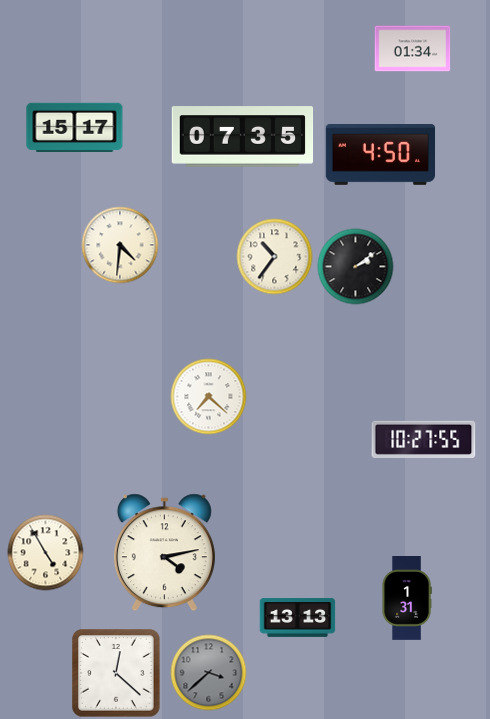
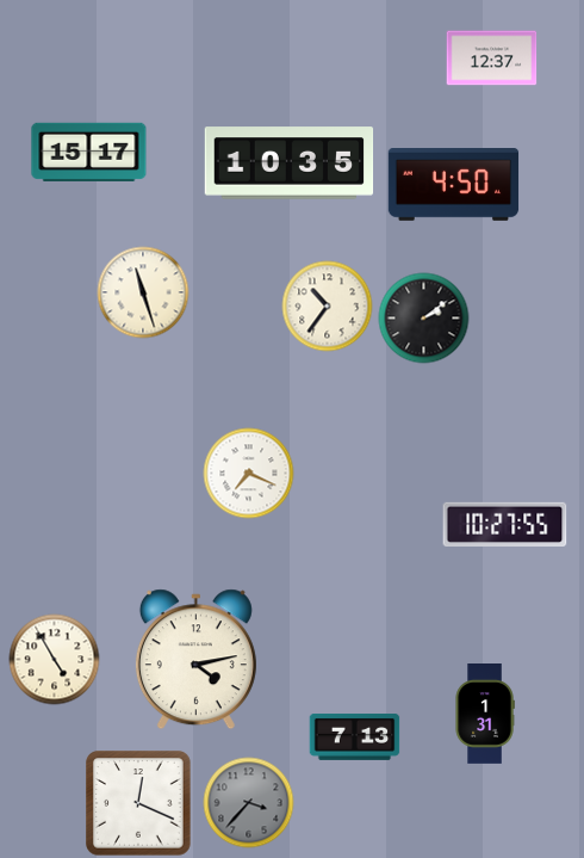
clock at (413, 49): 01:34 -> 12:37
clock at (243, 137): 07:35 -> 10:35
clock at (120, 245): 4:31 -> 11:27
clock at (209, 397): 7:22 -> 7:19
clock at (298, 618): 13:13 -> 7:13
clock at (116, 673): 12:22 -> 12:19
clock at (209, 673): 3:38 -> 3:37
